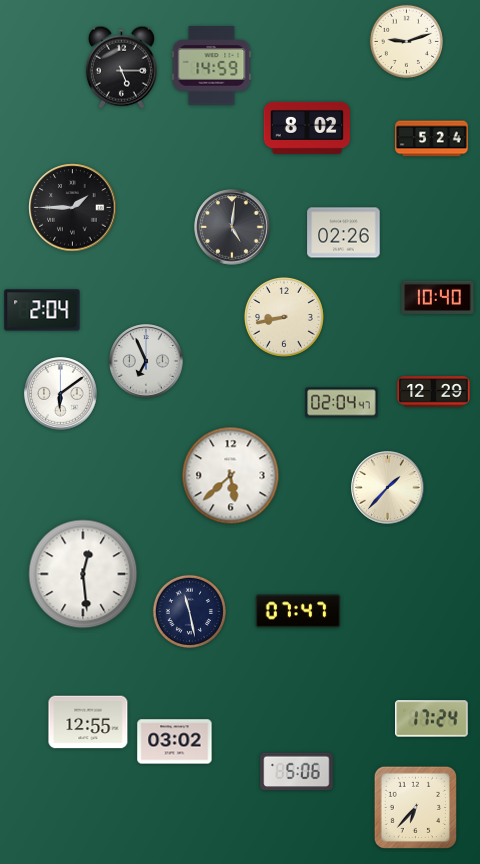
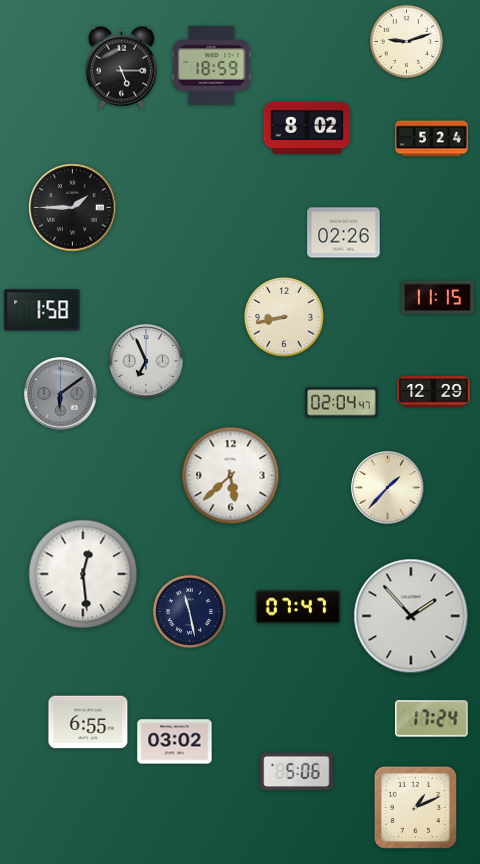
clock at (212, 66): 14:59 -> 18:59
clock at (232, 227): 5:01 -> none
clock at (438, 297): 10:40 -> 11:15
clock at (42, 310): 2:04 -> 1:58
clock at (61, 394) dial: white -> grey
clock at (298, 611) position: (298, 611) -> (298, 607)
clock at (411, 616): none -> 1:53
clock at (88, 722): 12:55 -> 6:55
clock at (415, 807): 6:37 -> 1:11
